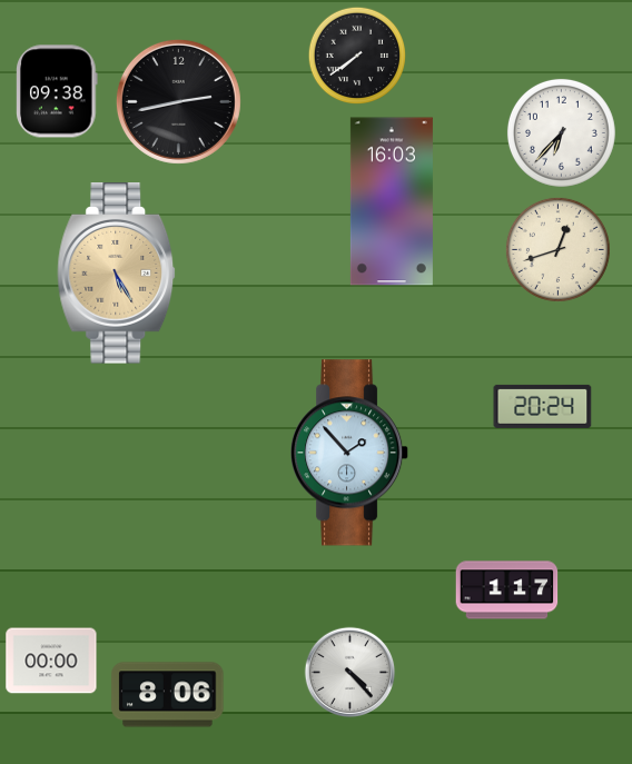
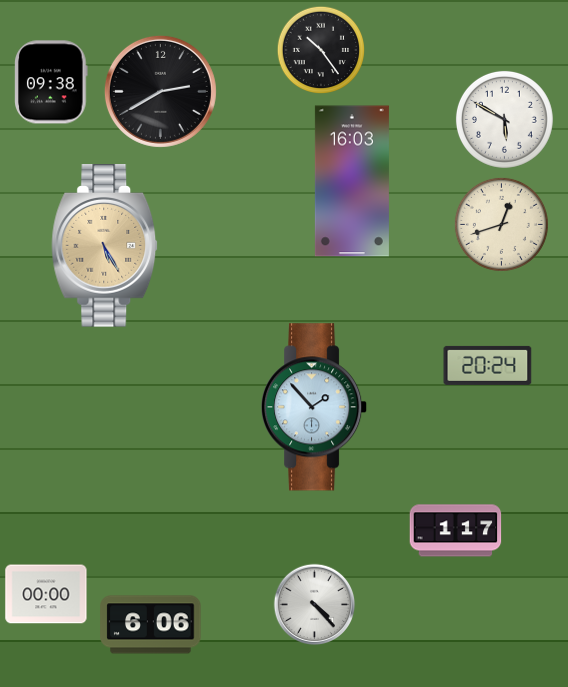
clock at (356, 54): 7:39 -> 10:24
clock at (178, 101): 2:43 -> 2:40
clock at (561, 132): 6:37 -> 5:50
clock at (168, 695): 8:06 -> 6:06
